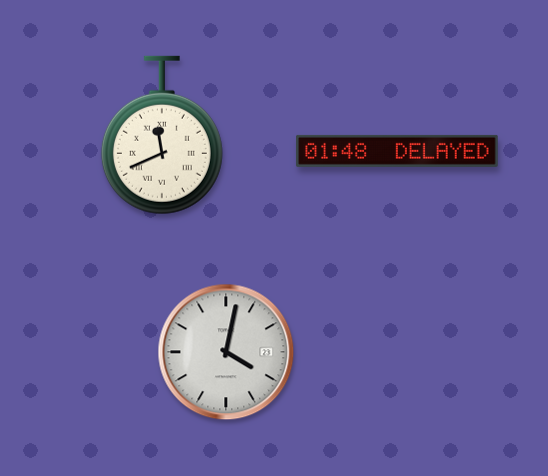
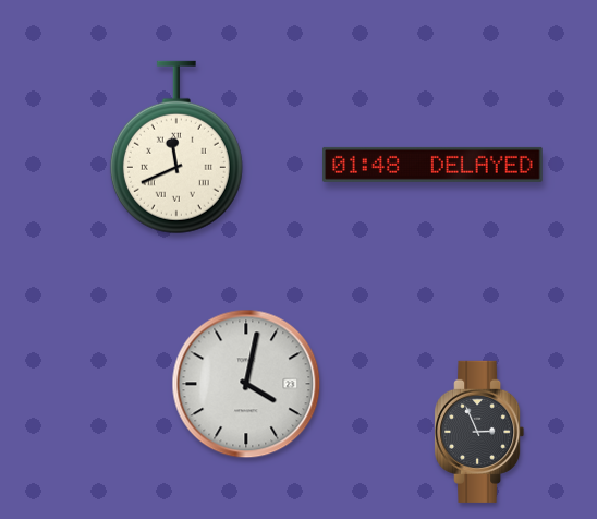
clock at (479, 432): none -> 2:56
